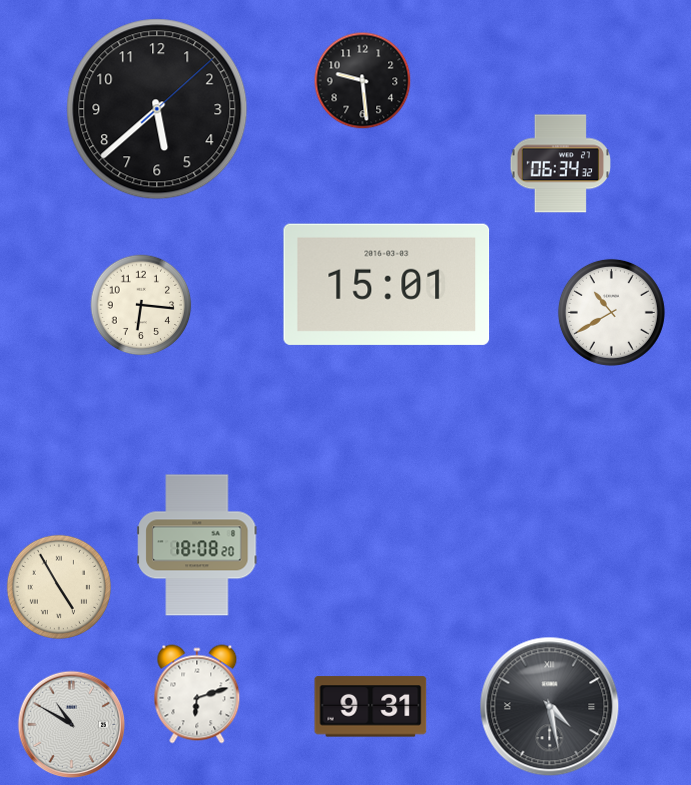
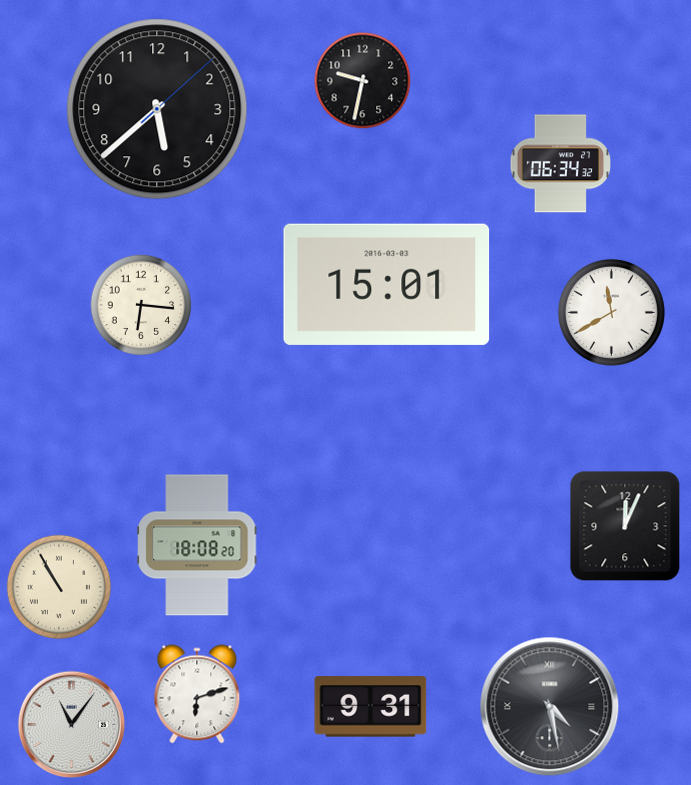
clock at (363, 81): 9:29 -> 9:32
clock at (611, 312): 10:40 -> 11:40
clock at (625, 526): none -> 12:04
clock at (59, 587): 4:55 -> 10:55
clock at (72, 725): 10:50 -> 11:06
